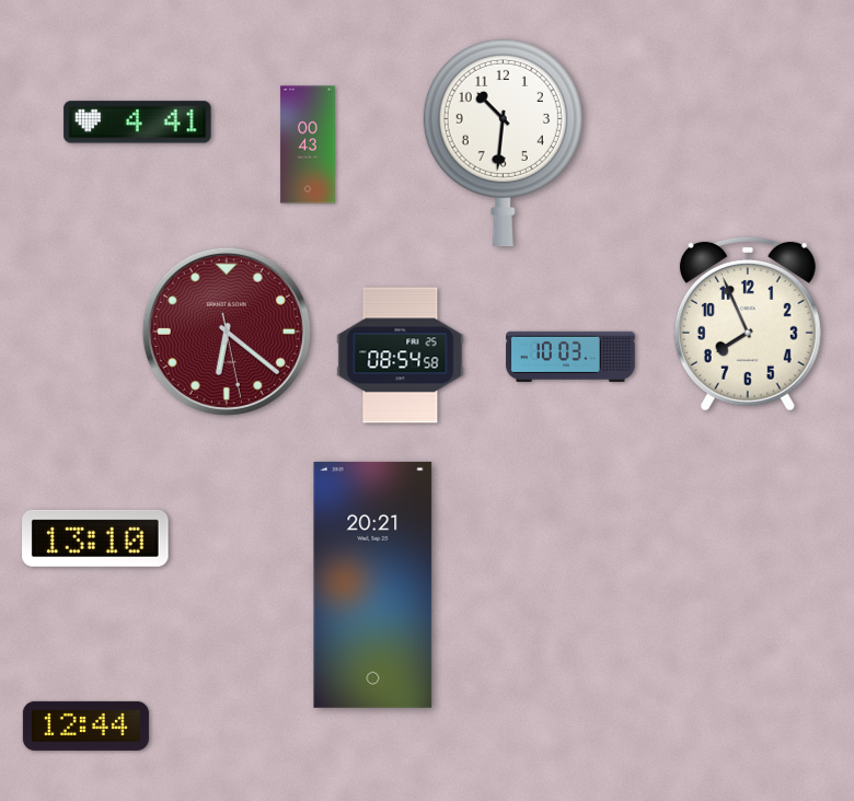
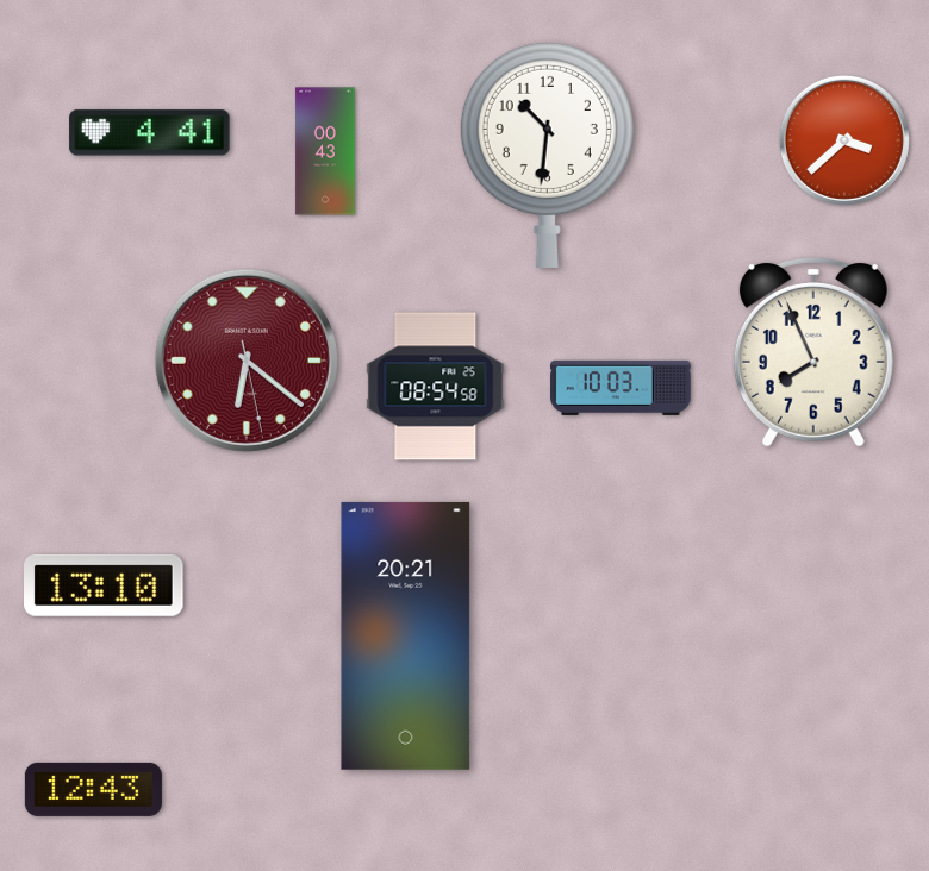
clock at (844, 140): none -> 3:38
clock at (308, 144) position: (308, 144) -> (325, 151)
clock at (85, 725): 12:44 -> 12:43
